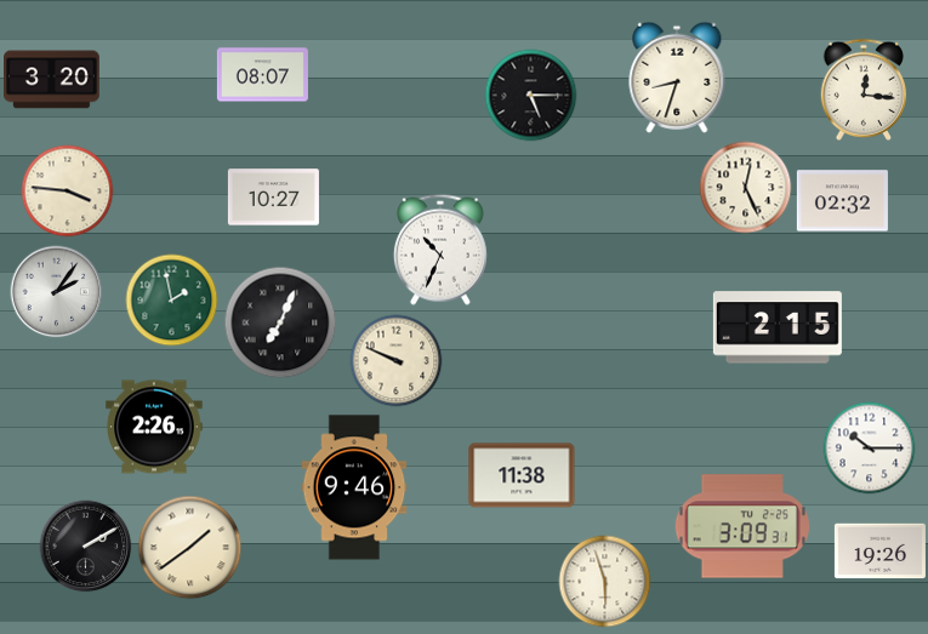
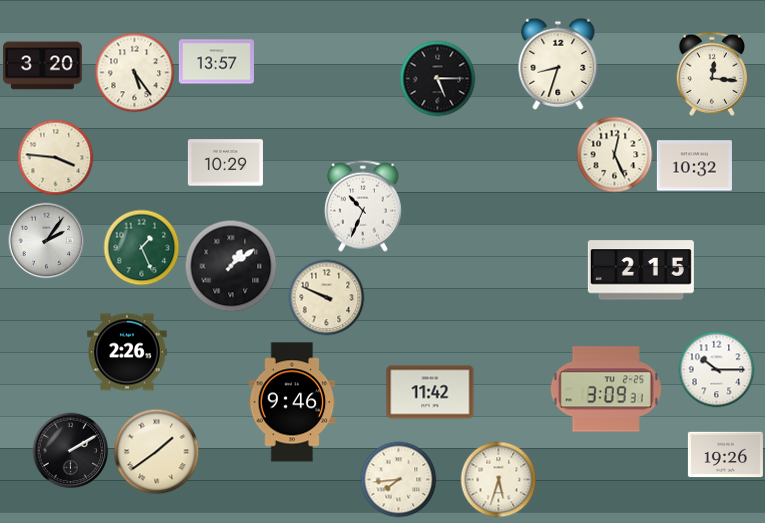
clock at (262, 75): 08:07 -> 13:57
clock at (135, 73): none -> 5:24
clock at (273, 198): 10:27 -> 10:29
clock at (842, 201): 02:32 -> 10:32
clock at (172, 301): 1:58 -> 1:26
clock at (280, 322): 7:04 -> 1:09
clock at (522, 475): 11:38 -> 11:42
clock at (742, 526) position: (742, 526) -> (606, 389)
clock at (399, 480): none -> 7:44
clock at (605, 582): 5:57 -> 5:33
